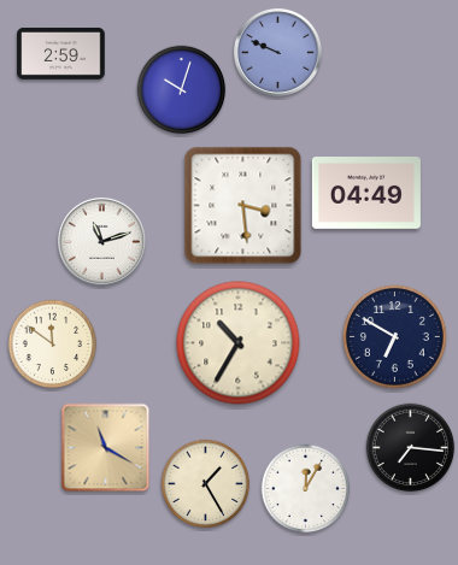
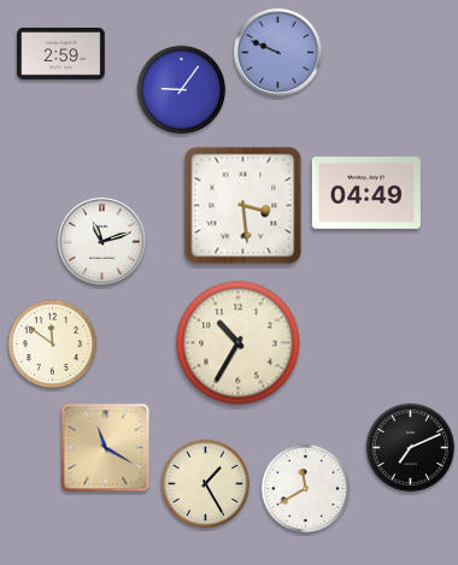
clock at (182, 90): 10:03 -> 9:06
clock at (395, 337): 6:50 -> none
clock at (411, 448): 7:16 -> 7:11
clock at (306, 489): 12:05 -> 11:40
